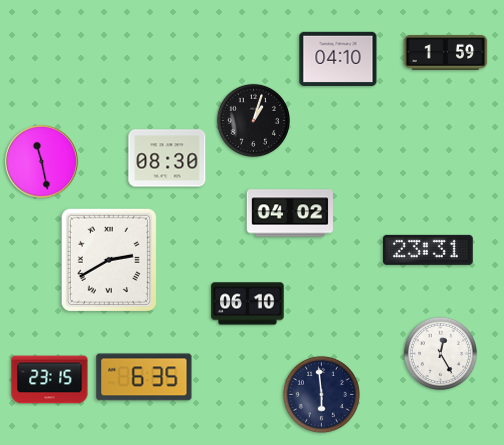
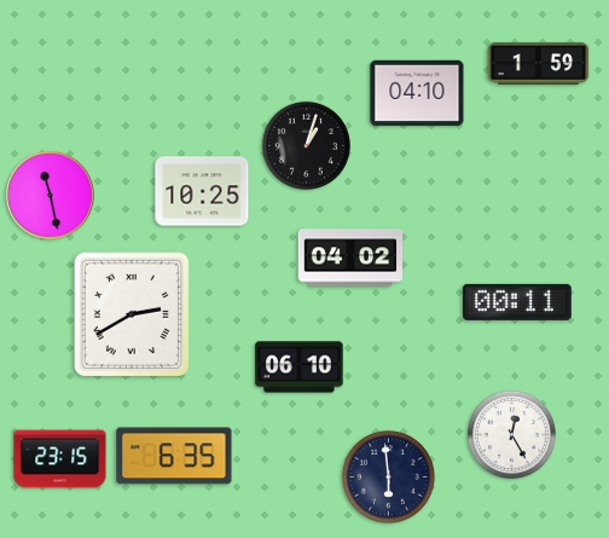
clock at (338, 59) position: (338, 59) -> (417, 93)
clock at (167, 158): 08:30 -> 10:25
clock at (428, 250): 23:31 -> 00:11
clock at (440, 353) position: (440, 353) -> (511, 434)
